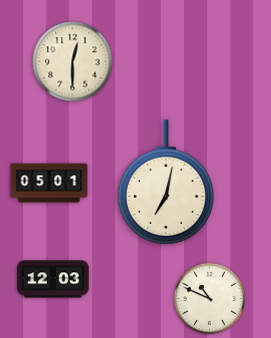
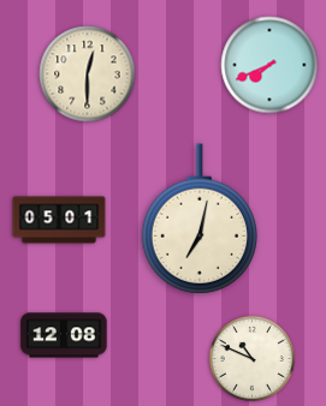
clock at (269, 65): none -> 7:41
clock at (53, 279): 12:03 -> 12:08
